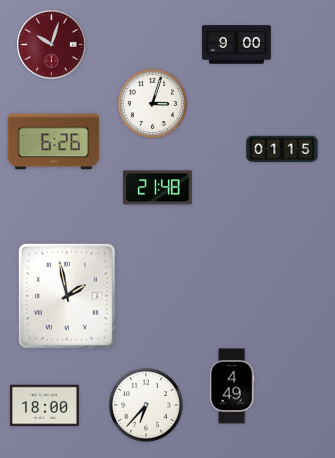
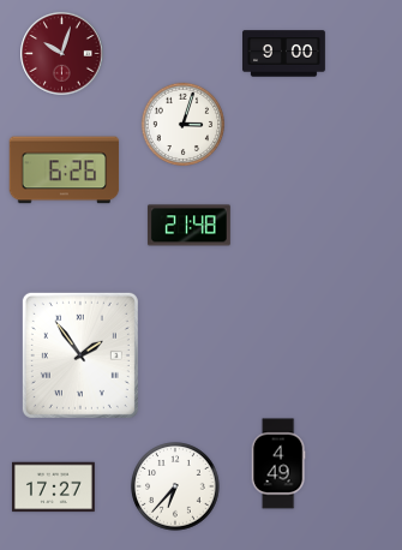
clock at (282, 149): 01:15 -> none
clock at (67, 296): 1:58 -> 1:54
clock at (44, 406): 18:00 -> 17:27
